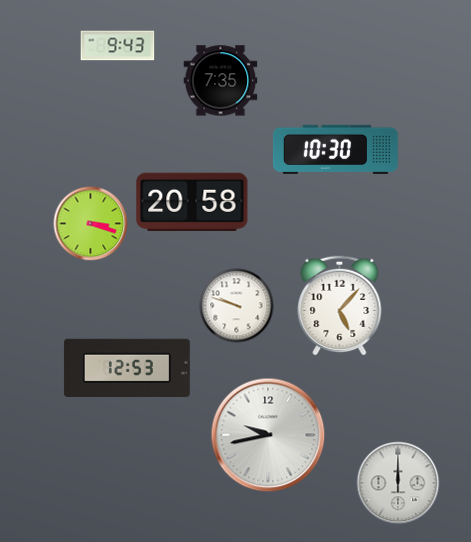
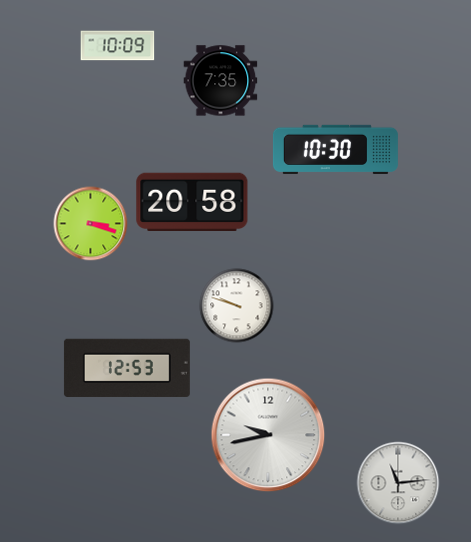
clock at (118, 46): 9:43 -> 10:09
clock at (340, 305): 5:07 -> none
clock at (398, 483): 12:00 -> 11:14
